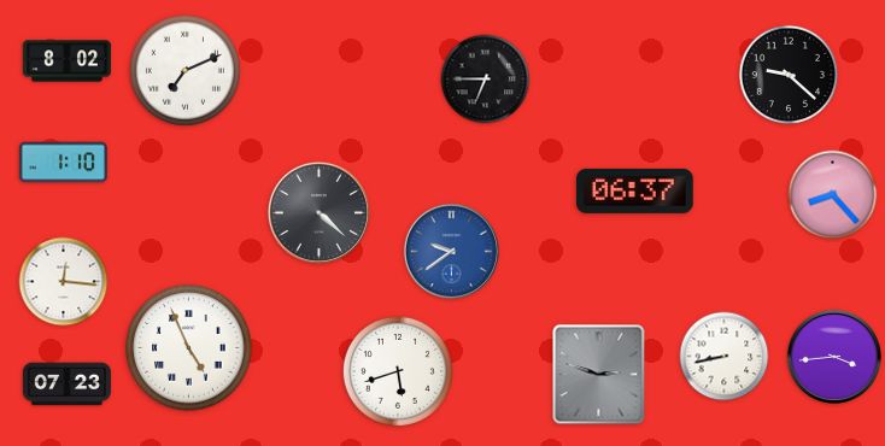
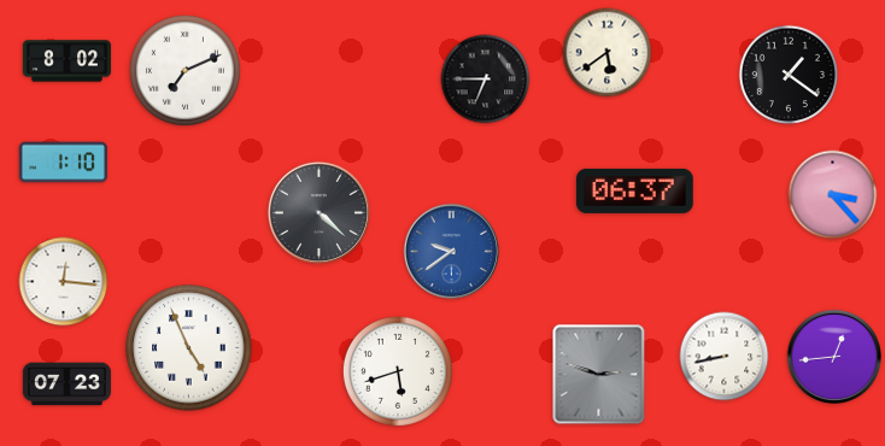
clock at (608, 53): none -> 5:39
clock at (789, 75): 9:22 -> 1:21
clock at (833, 195): 8:23 -> 3:23
clock at (833, 356): 3:44 -> 12:44
